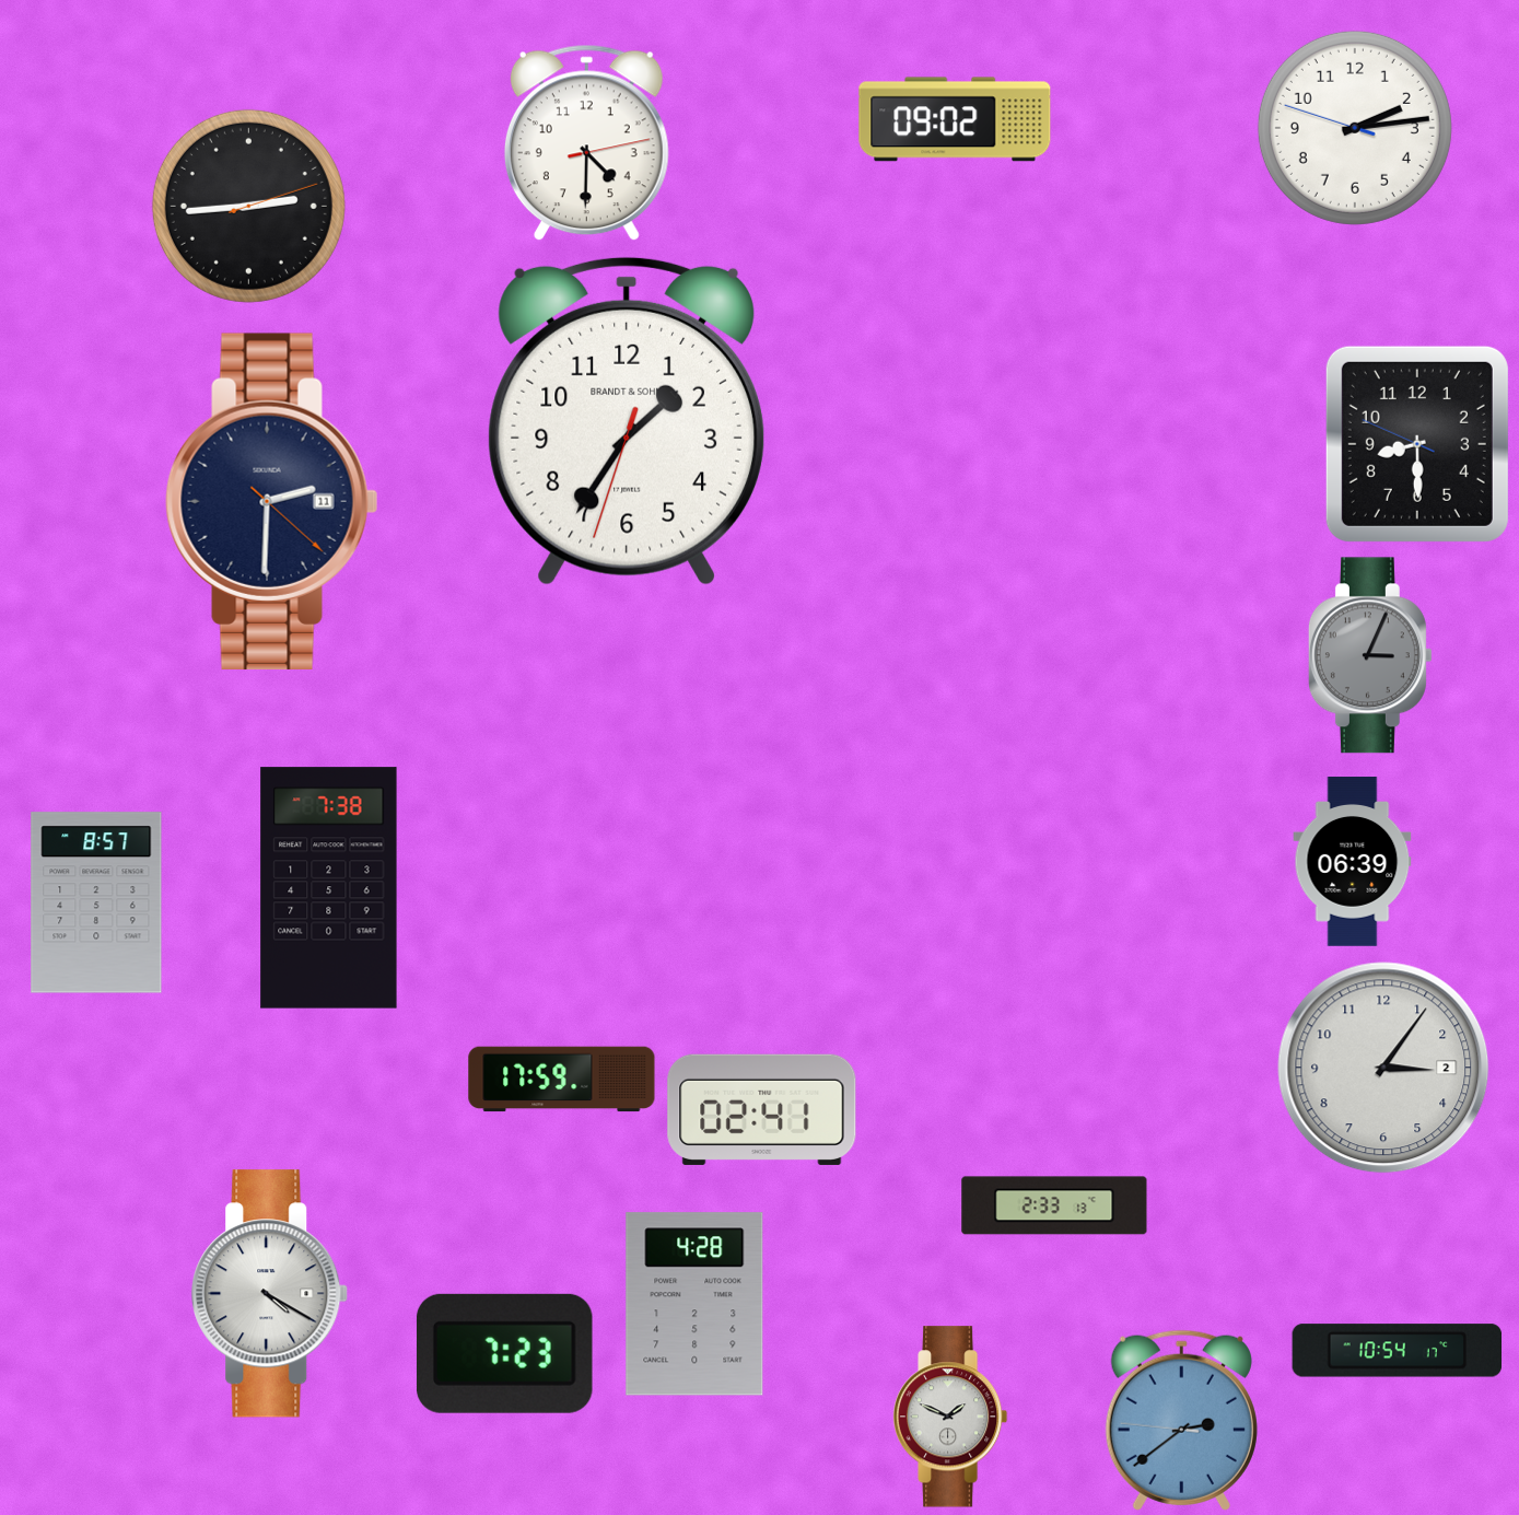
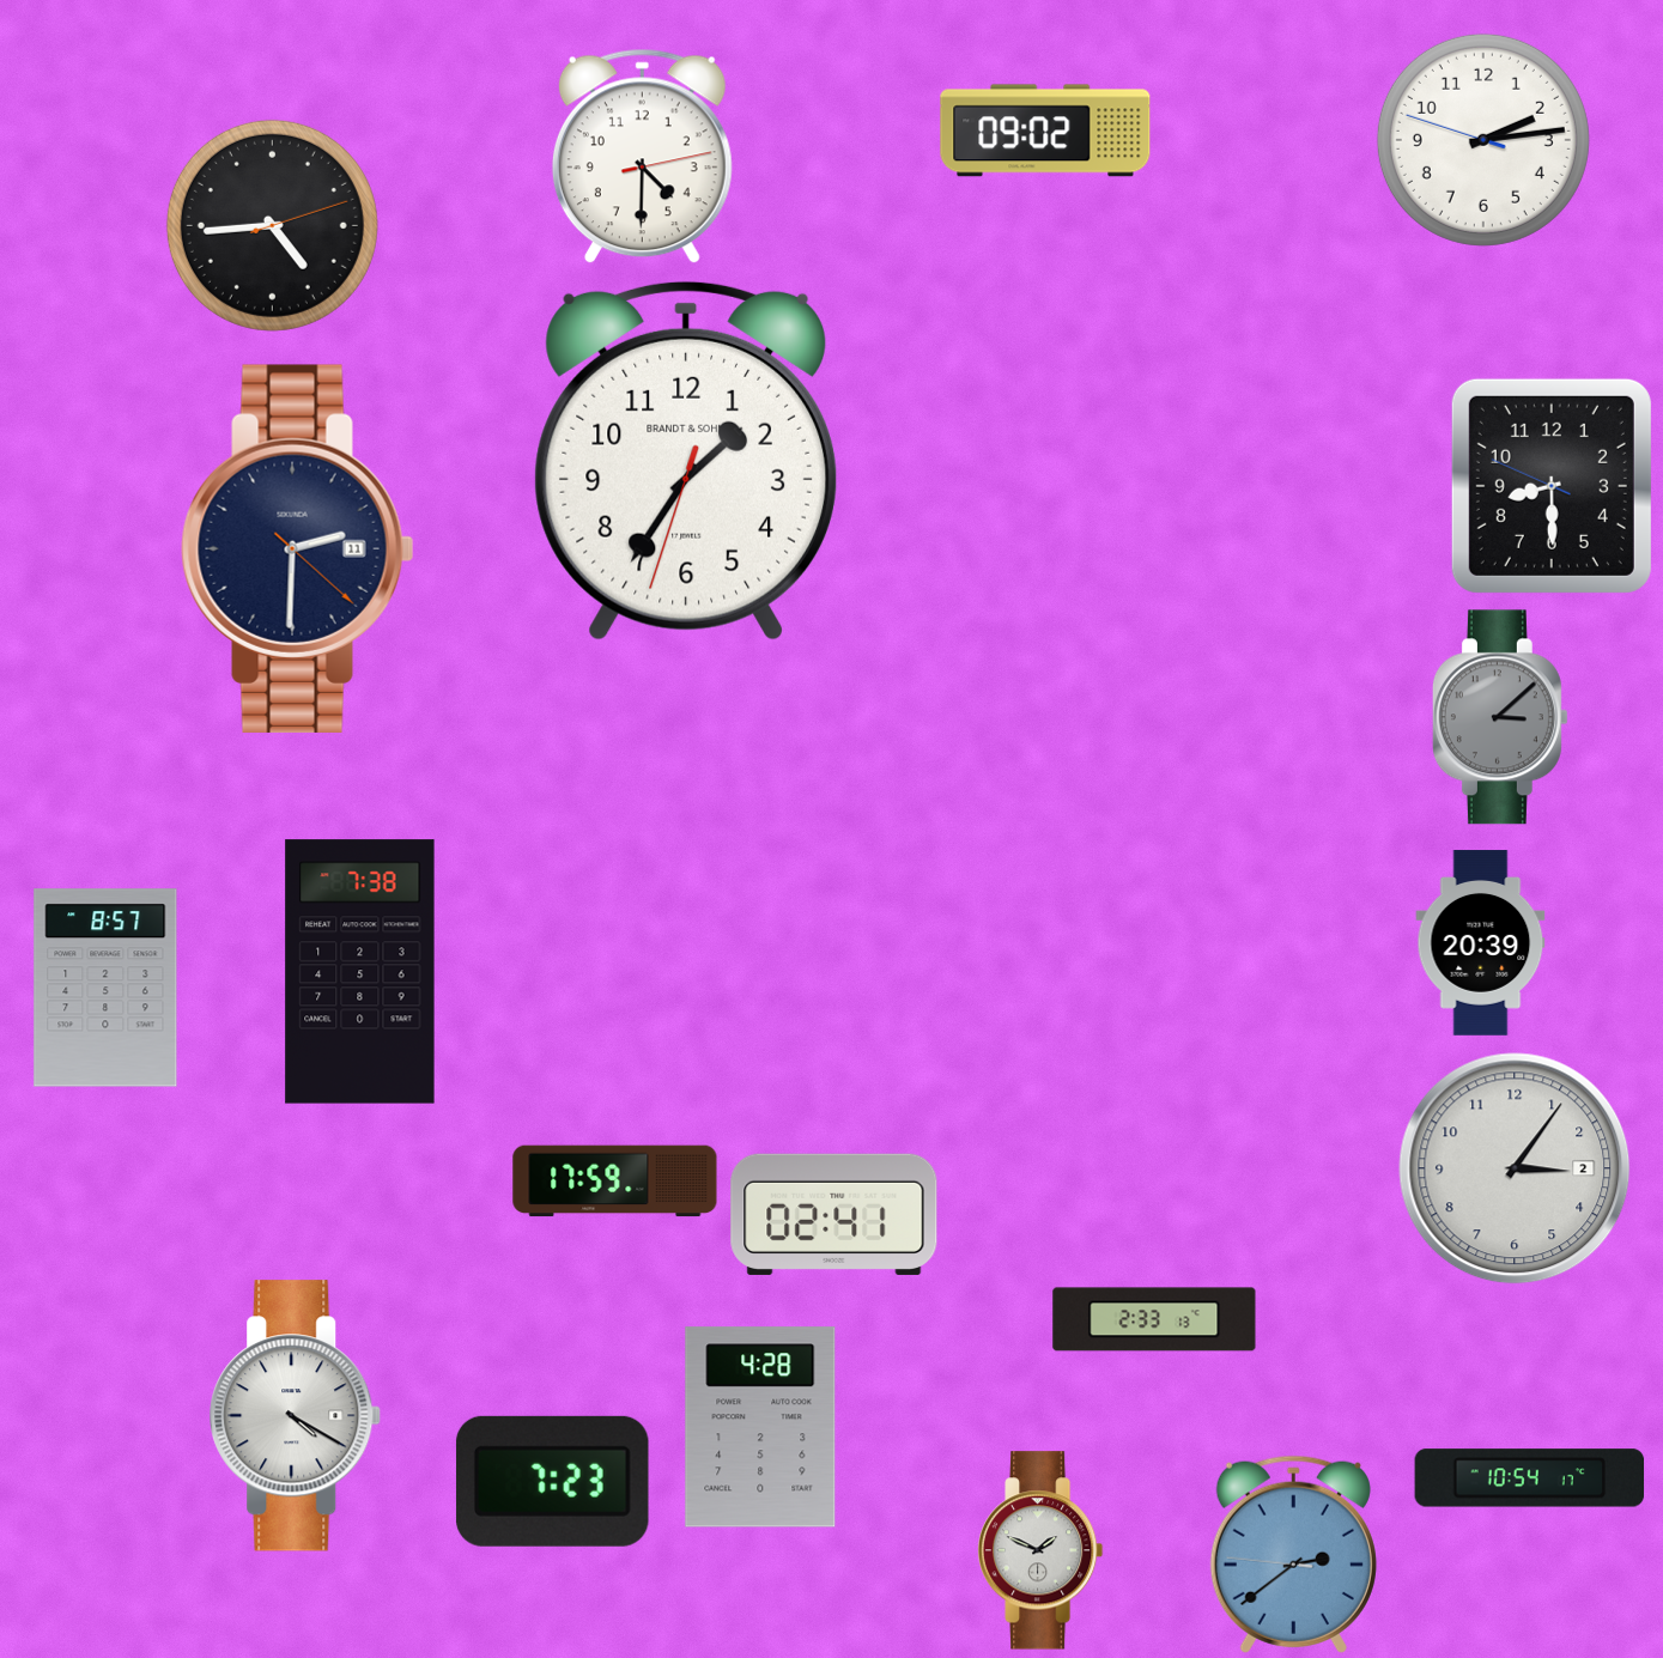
clock at (248, 206): 2:44 -> 4:44
clock at (1370, 655): 3:04 -> 3:08
clock at (1353, 862): 06:39 -> 20:39
